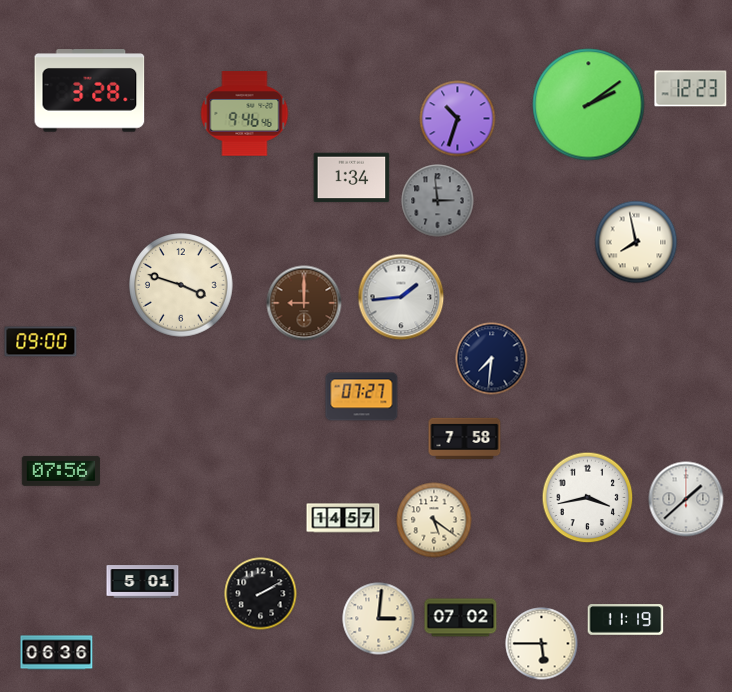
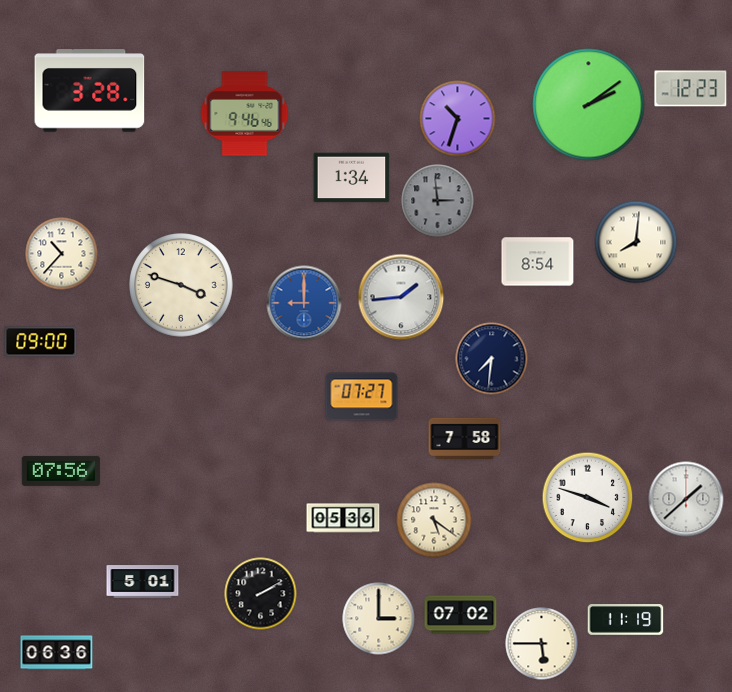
clock at (636, 242): 7:58 -> 8:01
clock at (62, 254): none -> 10:37
clock at (538, 262): none -> 8:54
clock at (304, 303) dial: brown -> blue
clock at (588, 498): 3:43 -> 3:48
clock at (343, 518): 14:57 -> 05:36
clock at (461, 618) position: (461, 618) -> (461, 615)
clock at (379, 619): 3:01 -> 3:00
